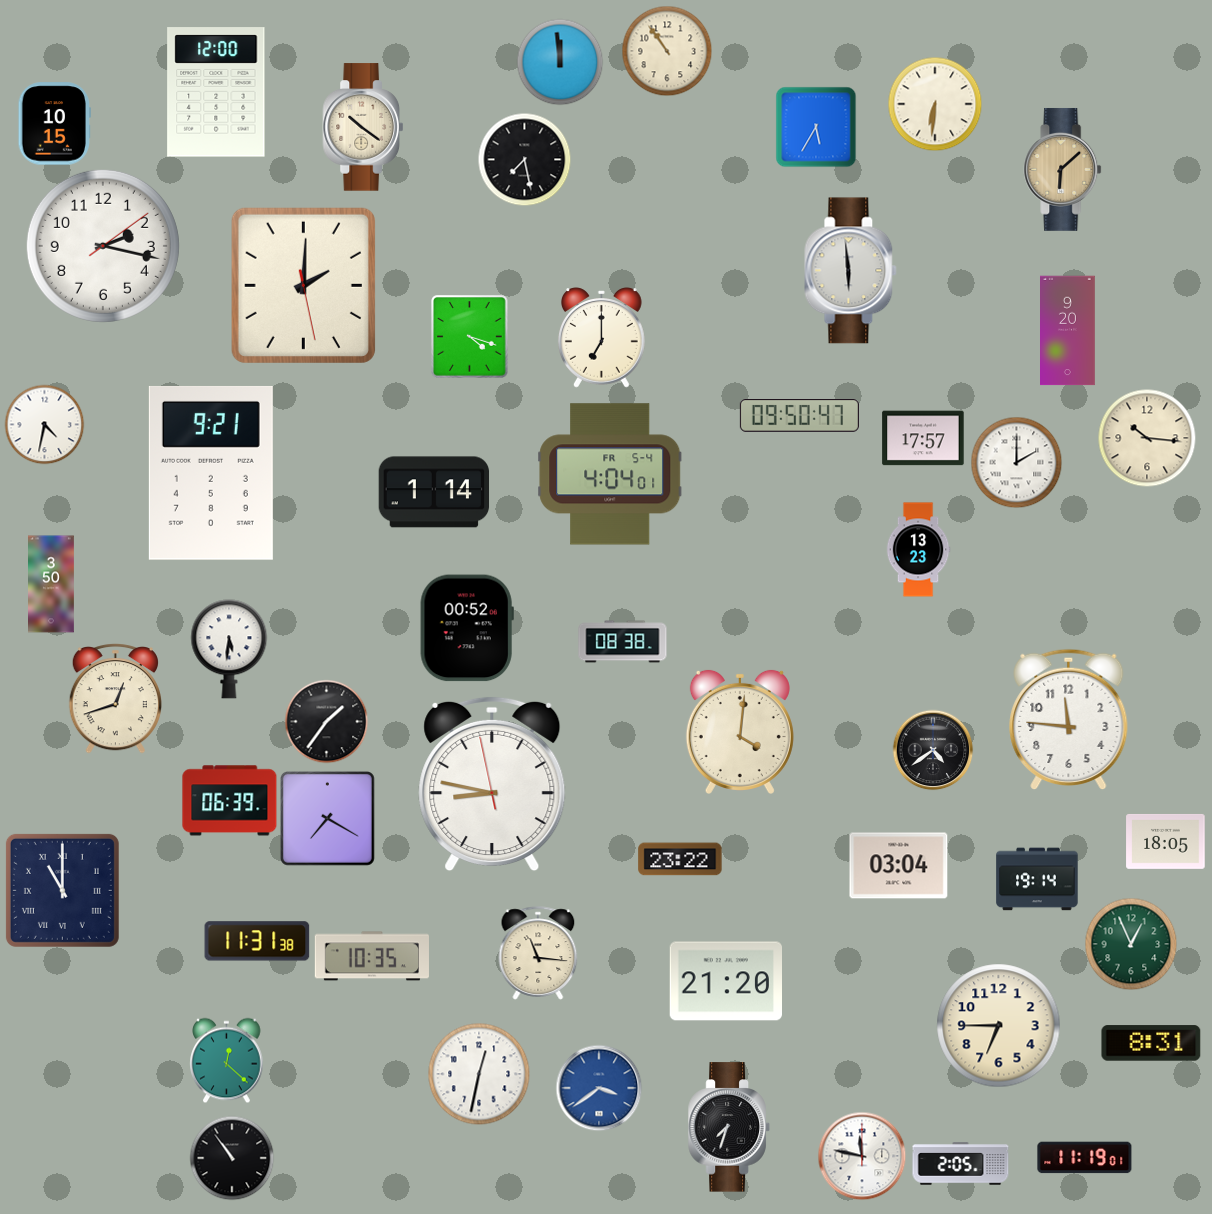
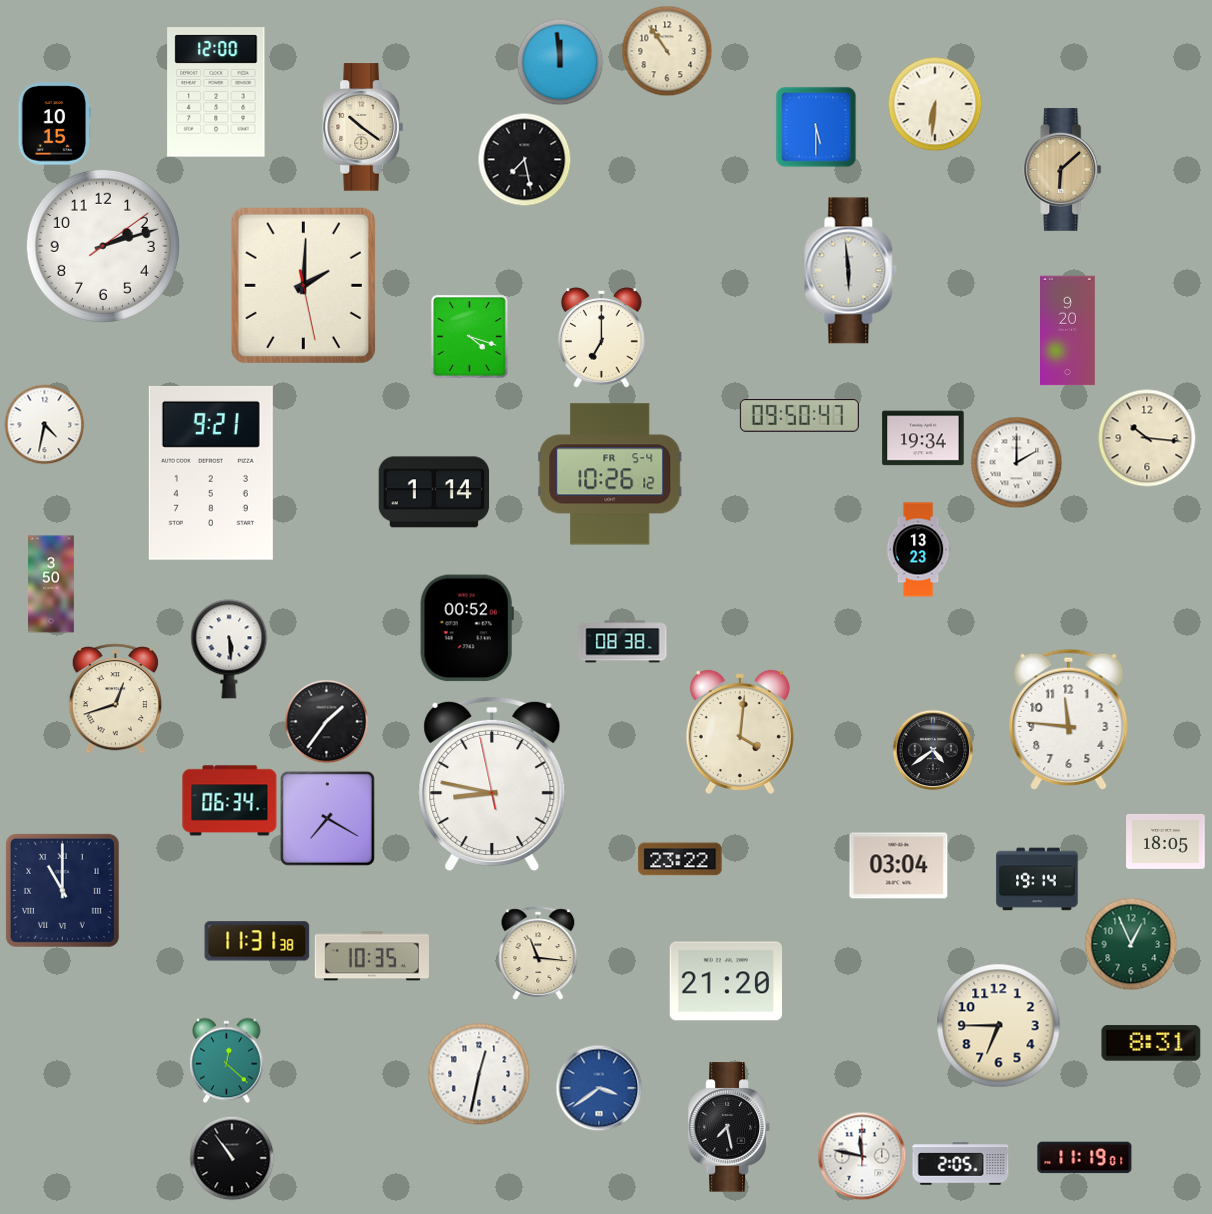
clock at (816, 127): 5:35 -> 5:30
clock at (103, 246): 2:17 -> 2:12
clock at (923, 438): 17:57 -> 19:34
clock at (610, 474): 4:04 -> 10:26
clock at (229, 649): 5:31 -> 5:29
clock at (230, 801): 06:39 -> 06:34
clock at (729, 1127): 7:33 -> 7:28
